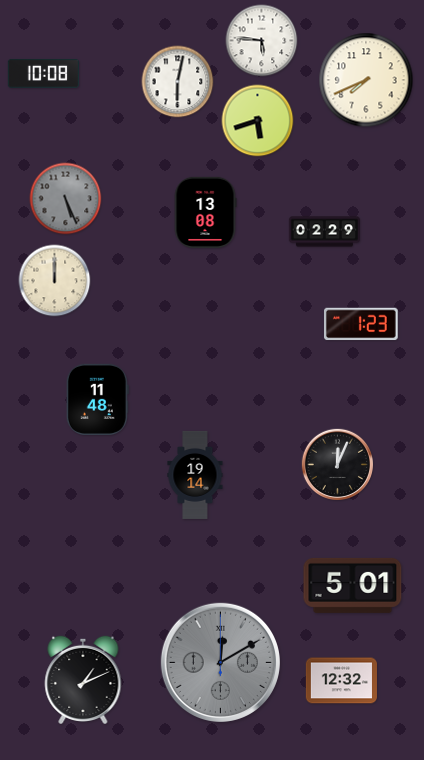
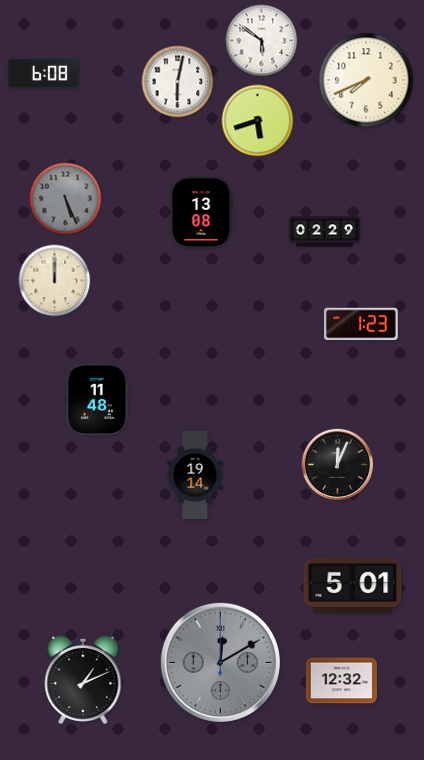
clock at (262, 41): 5:46 -> 5:51
clock at (43, 73): 10:08 -> 6:08
clock at (205, 212) position: (205, 212) -> (201, 212)
